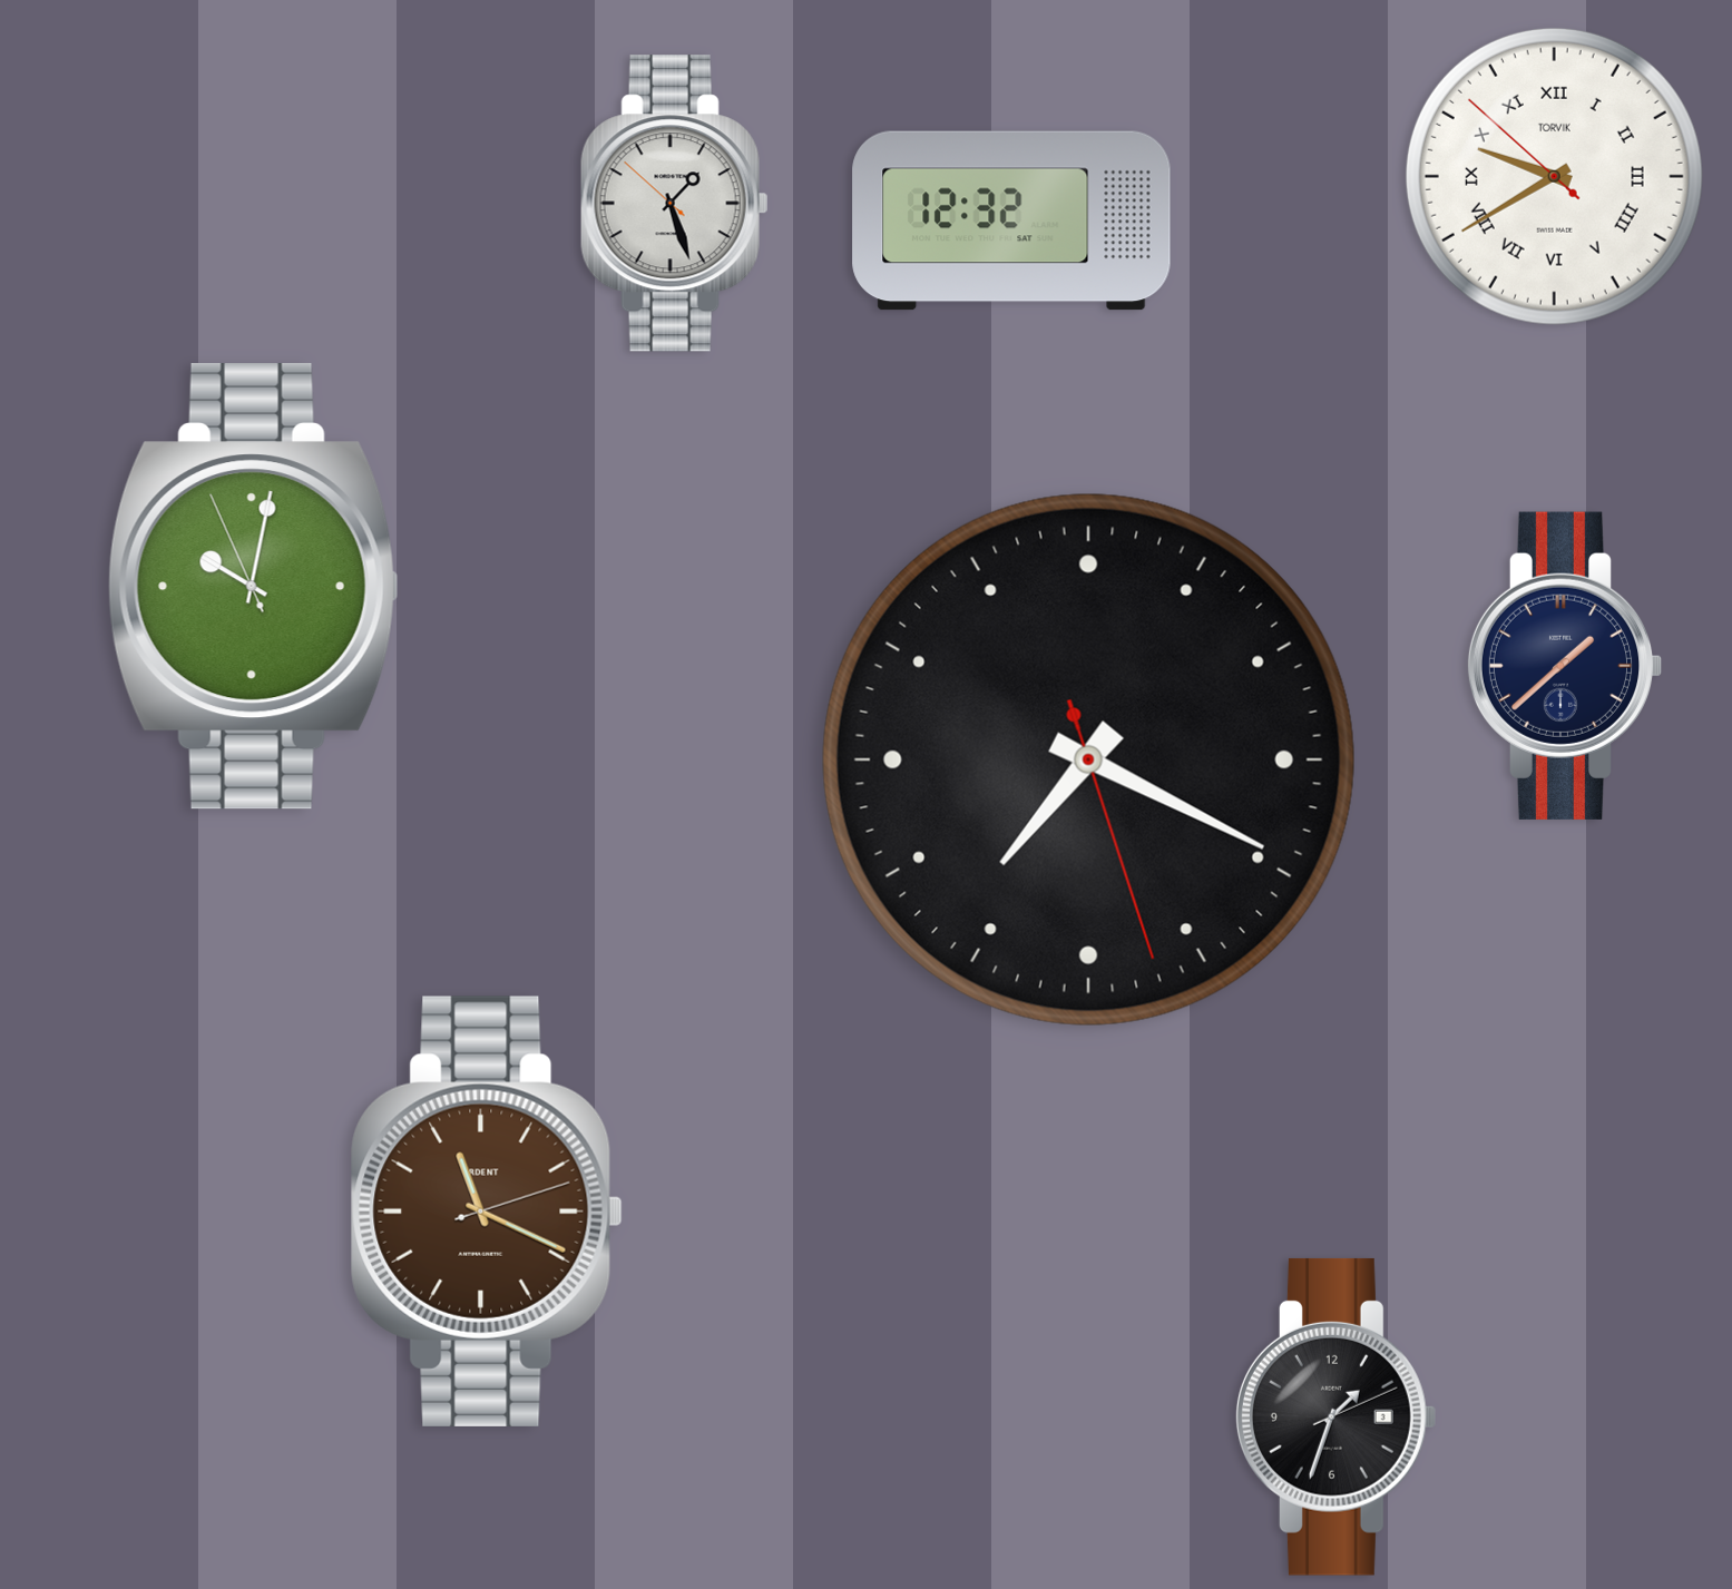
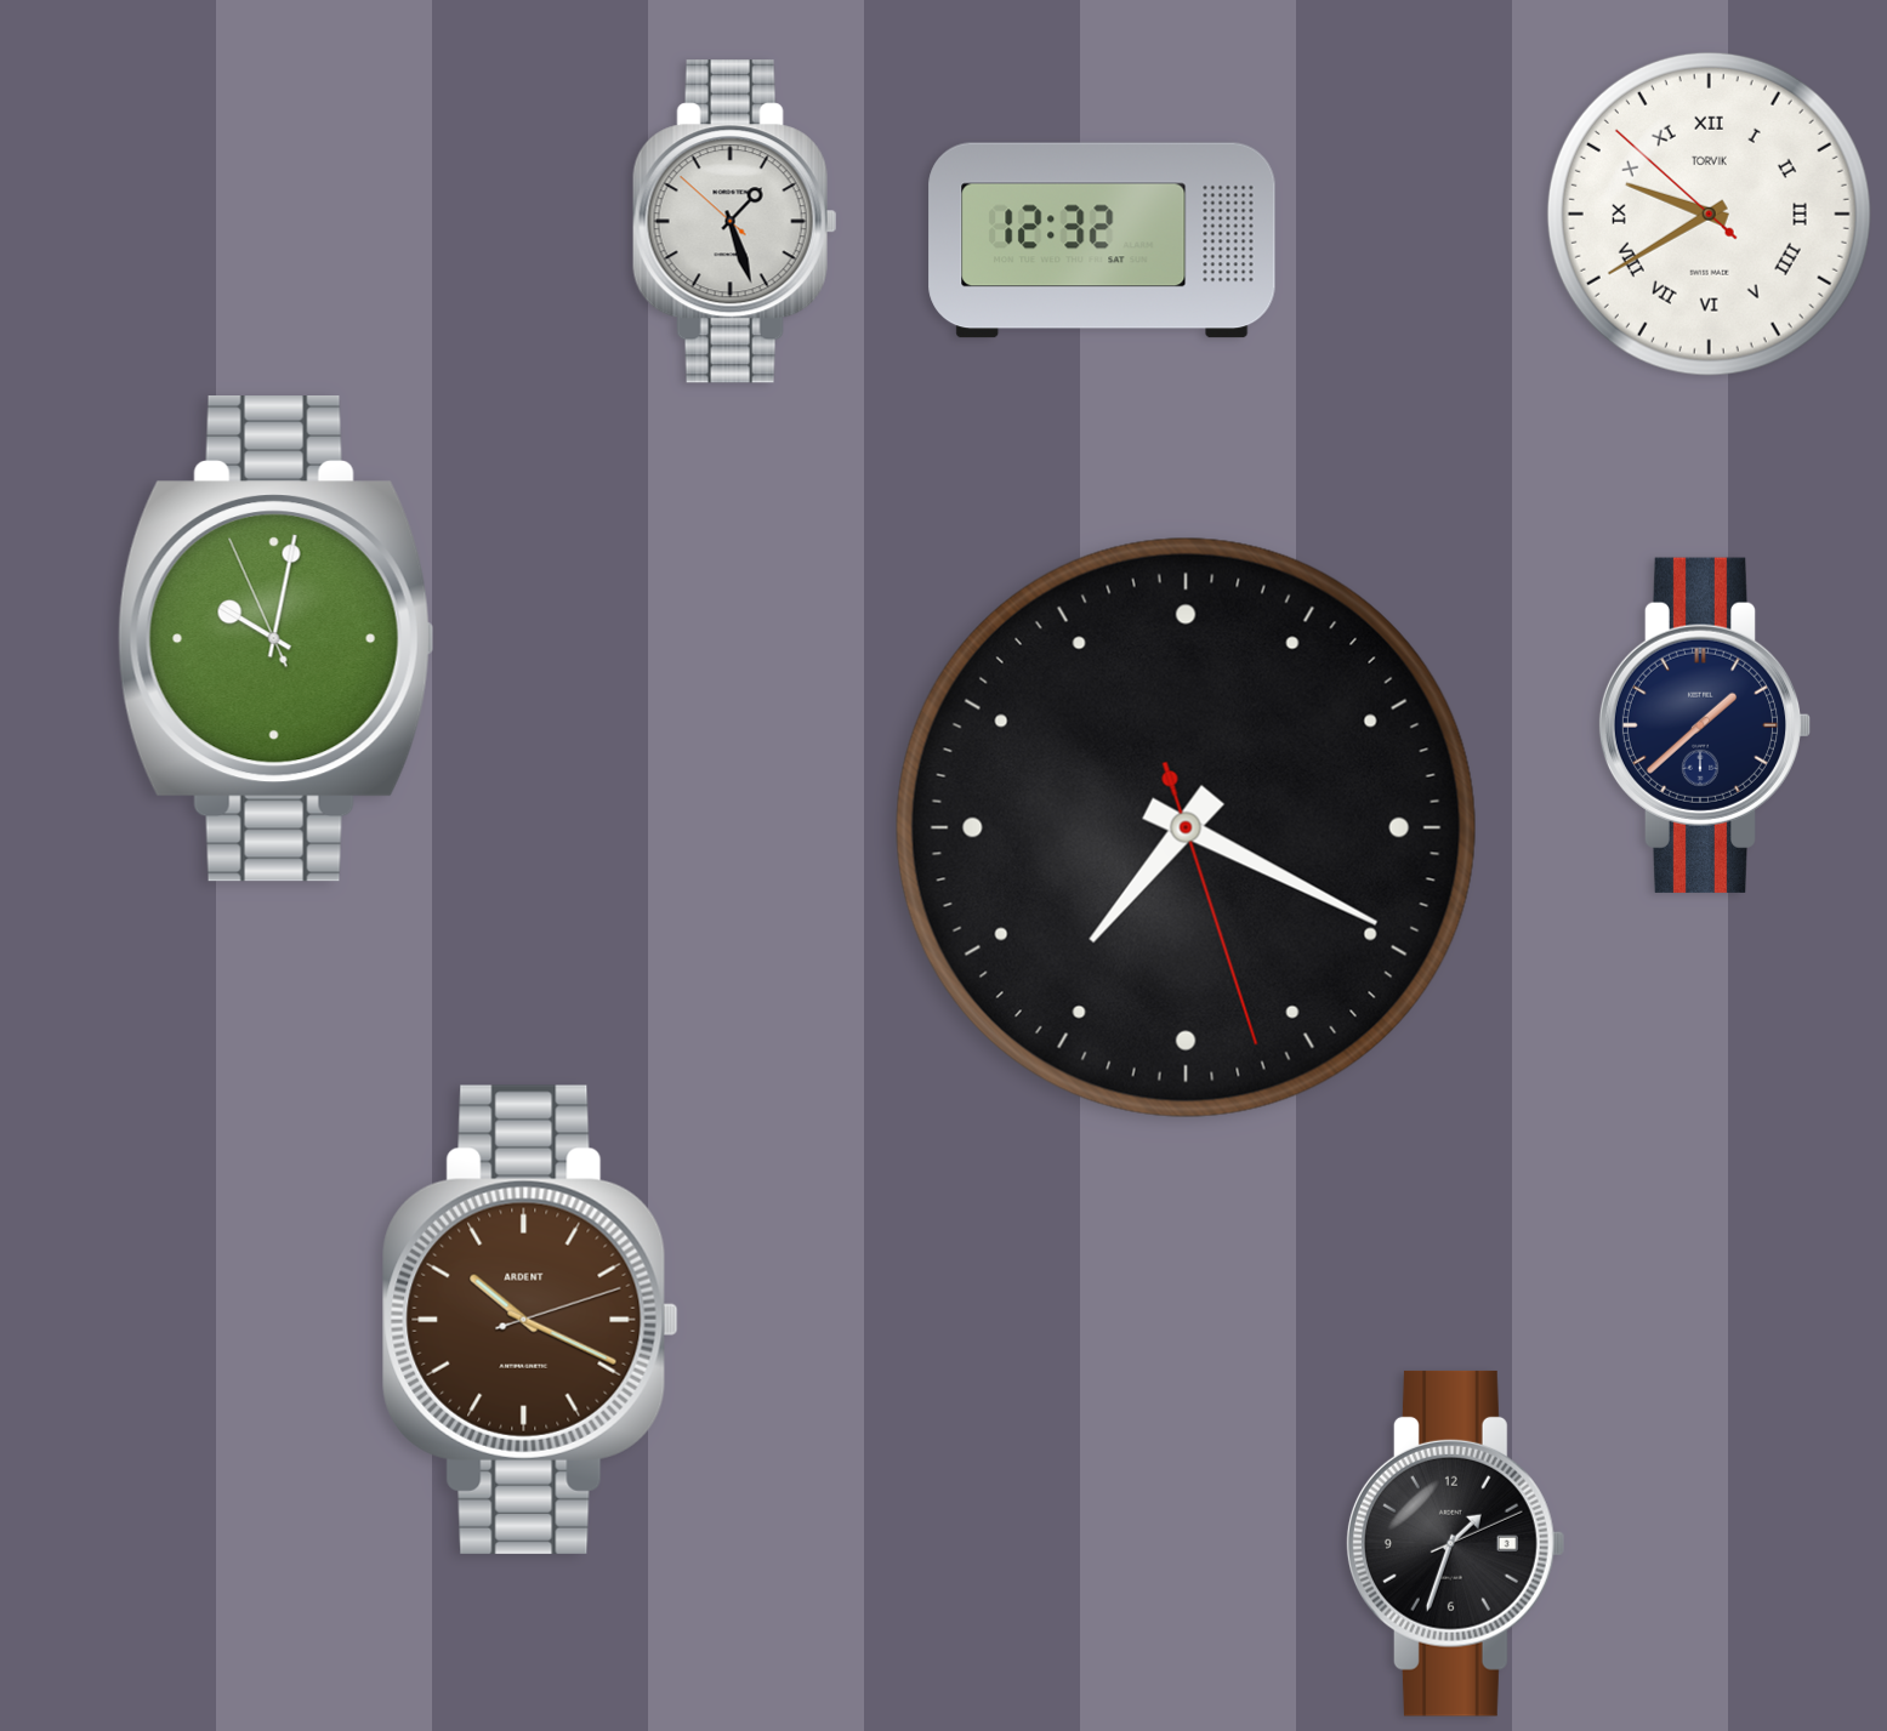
clock at (1554, 176) position: (1554, 176) -> (1709, 213)
clock at (487, 1212): 11:19 -> 10:19
